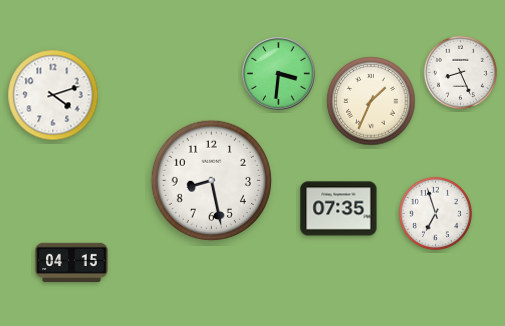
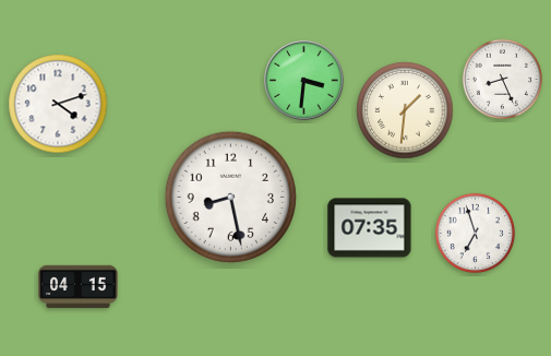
clock at (371, 101): 1:34 -> 1:31
